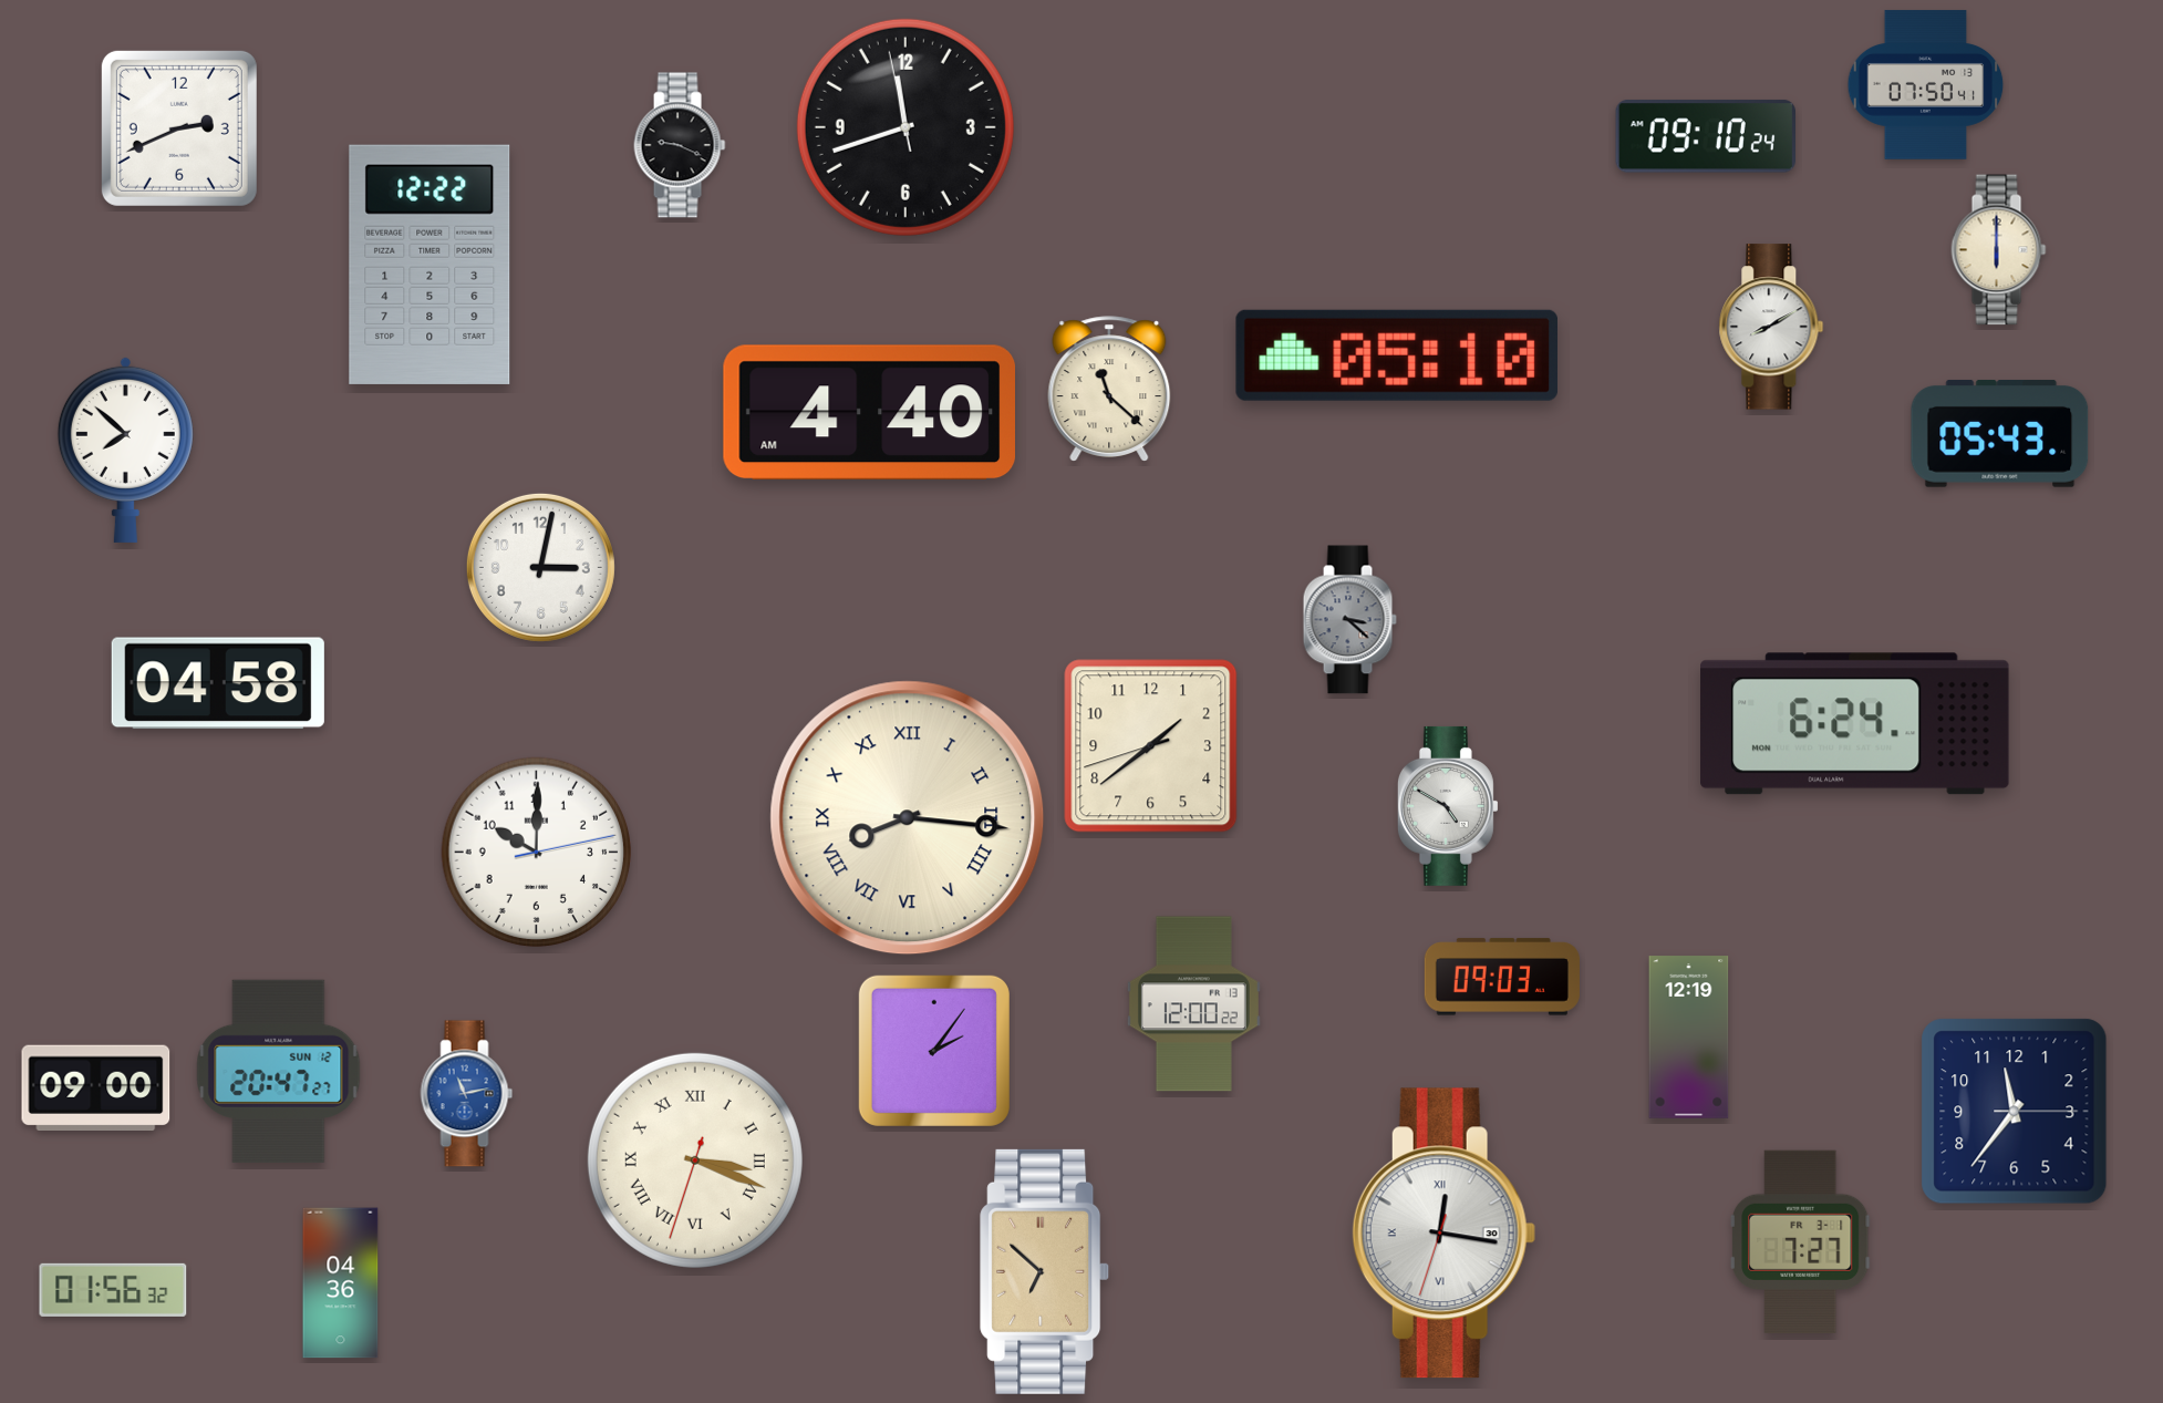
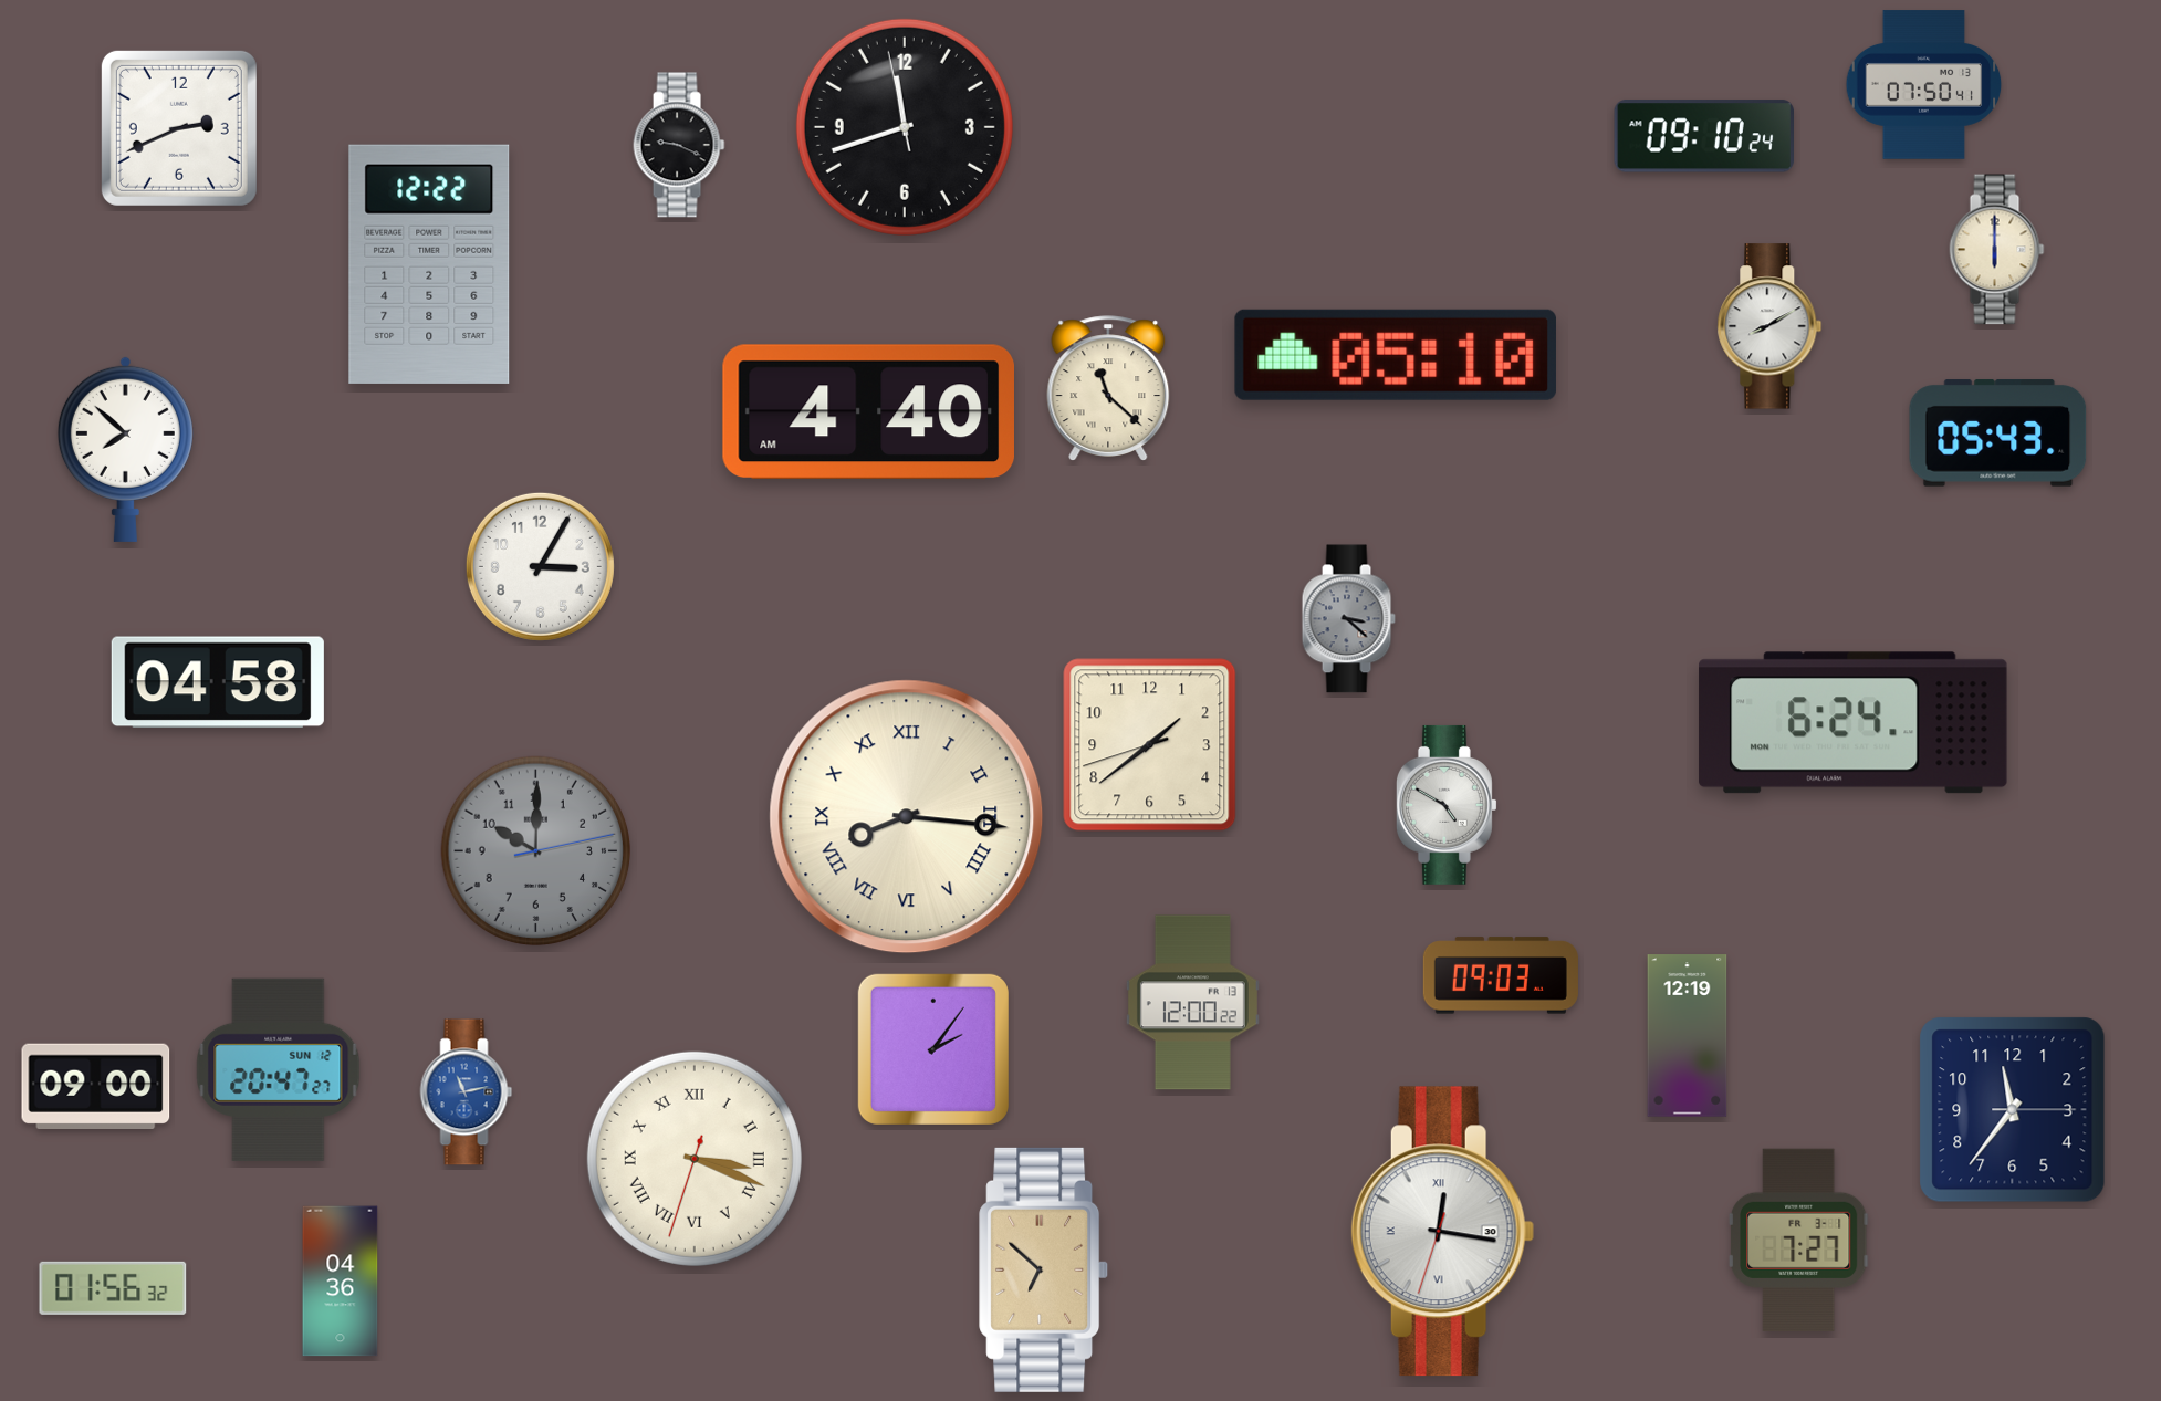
clock at (540, 567): 3:02 -> 3:05
clock at (537, 853) dial: white -> grey
